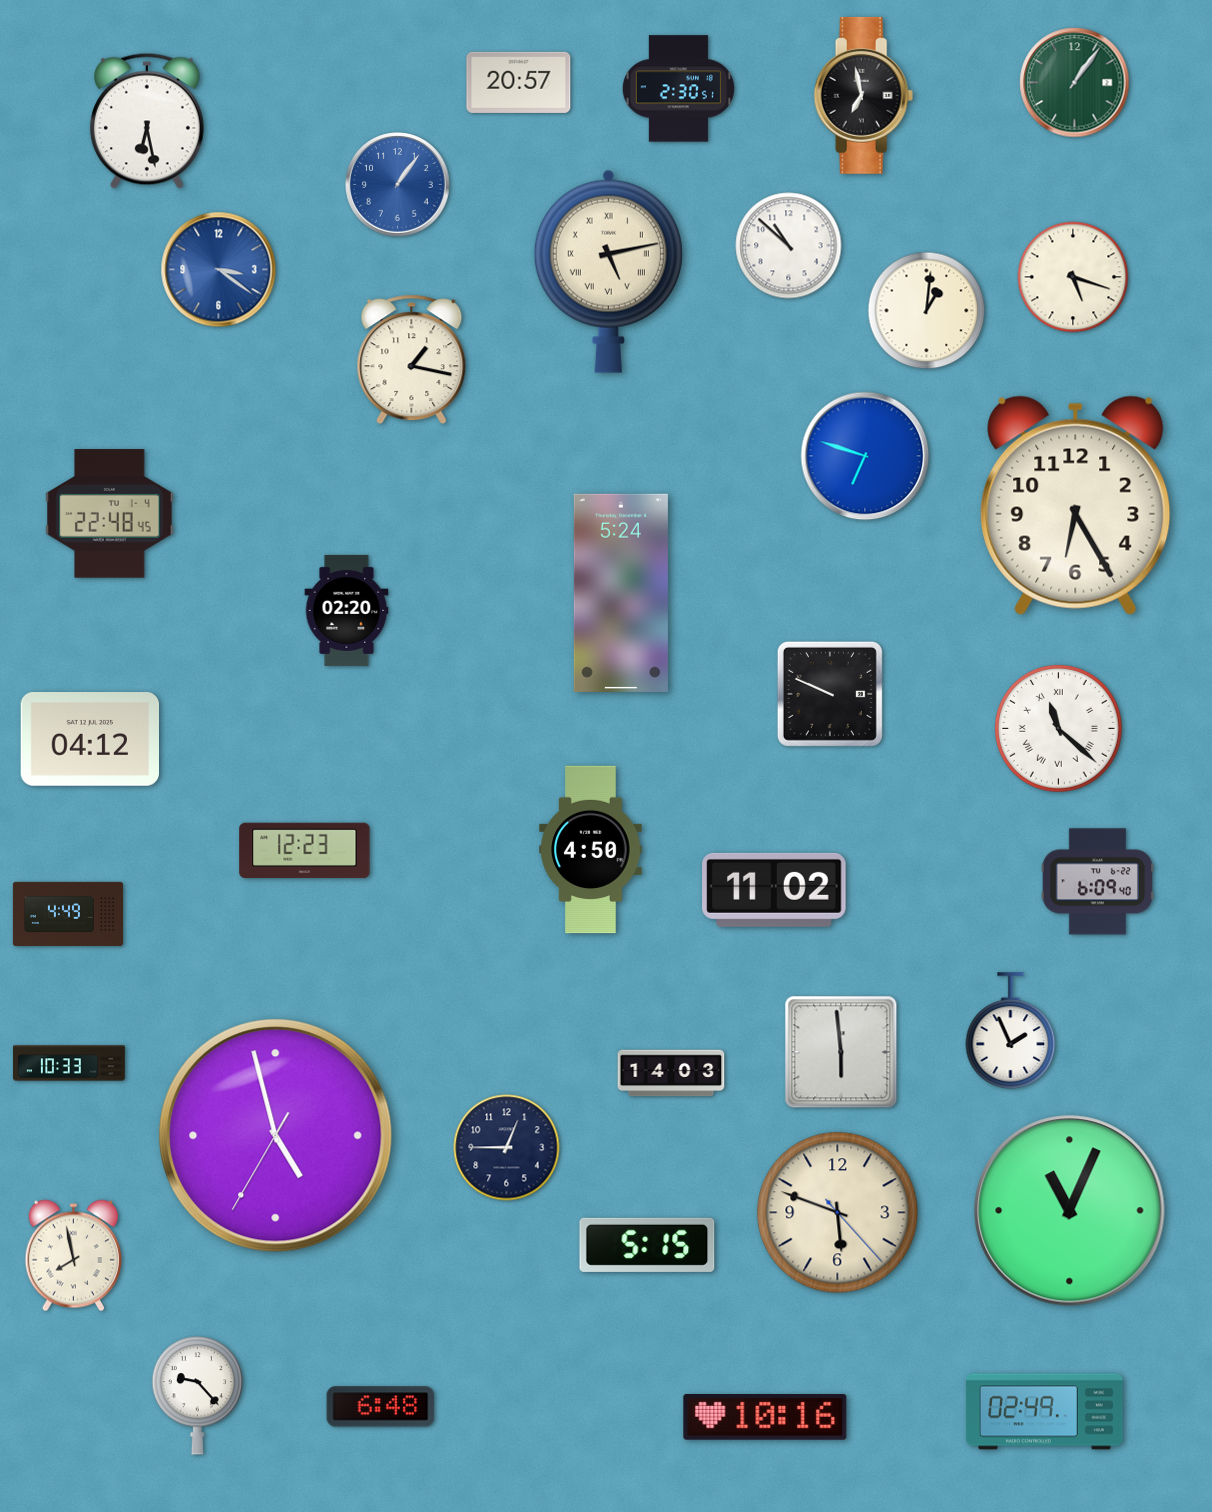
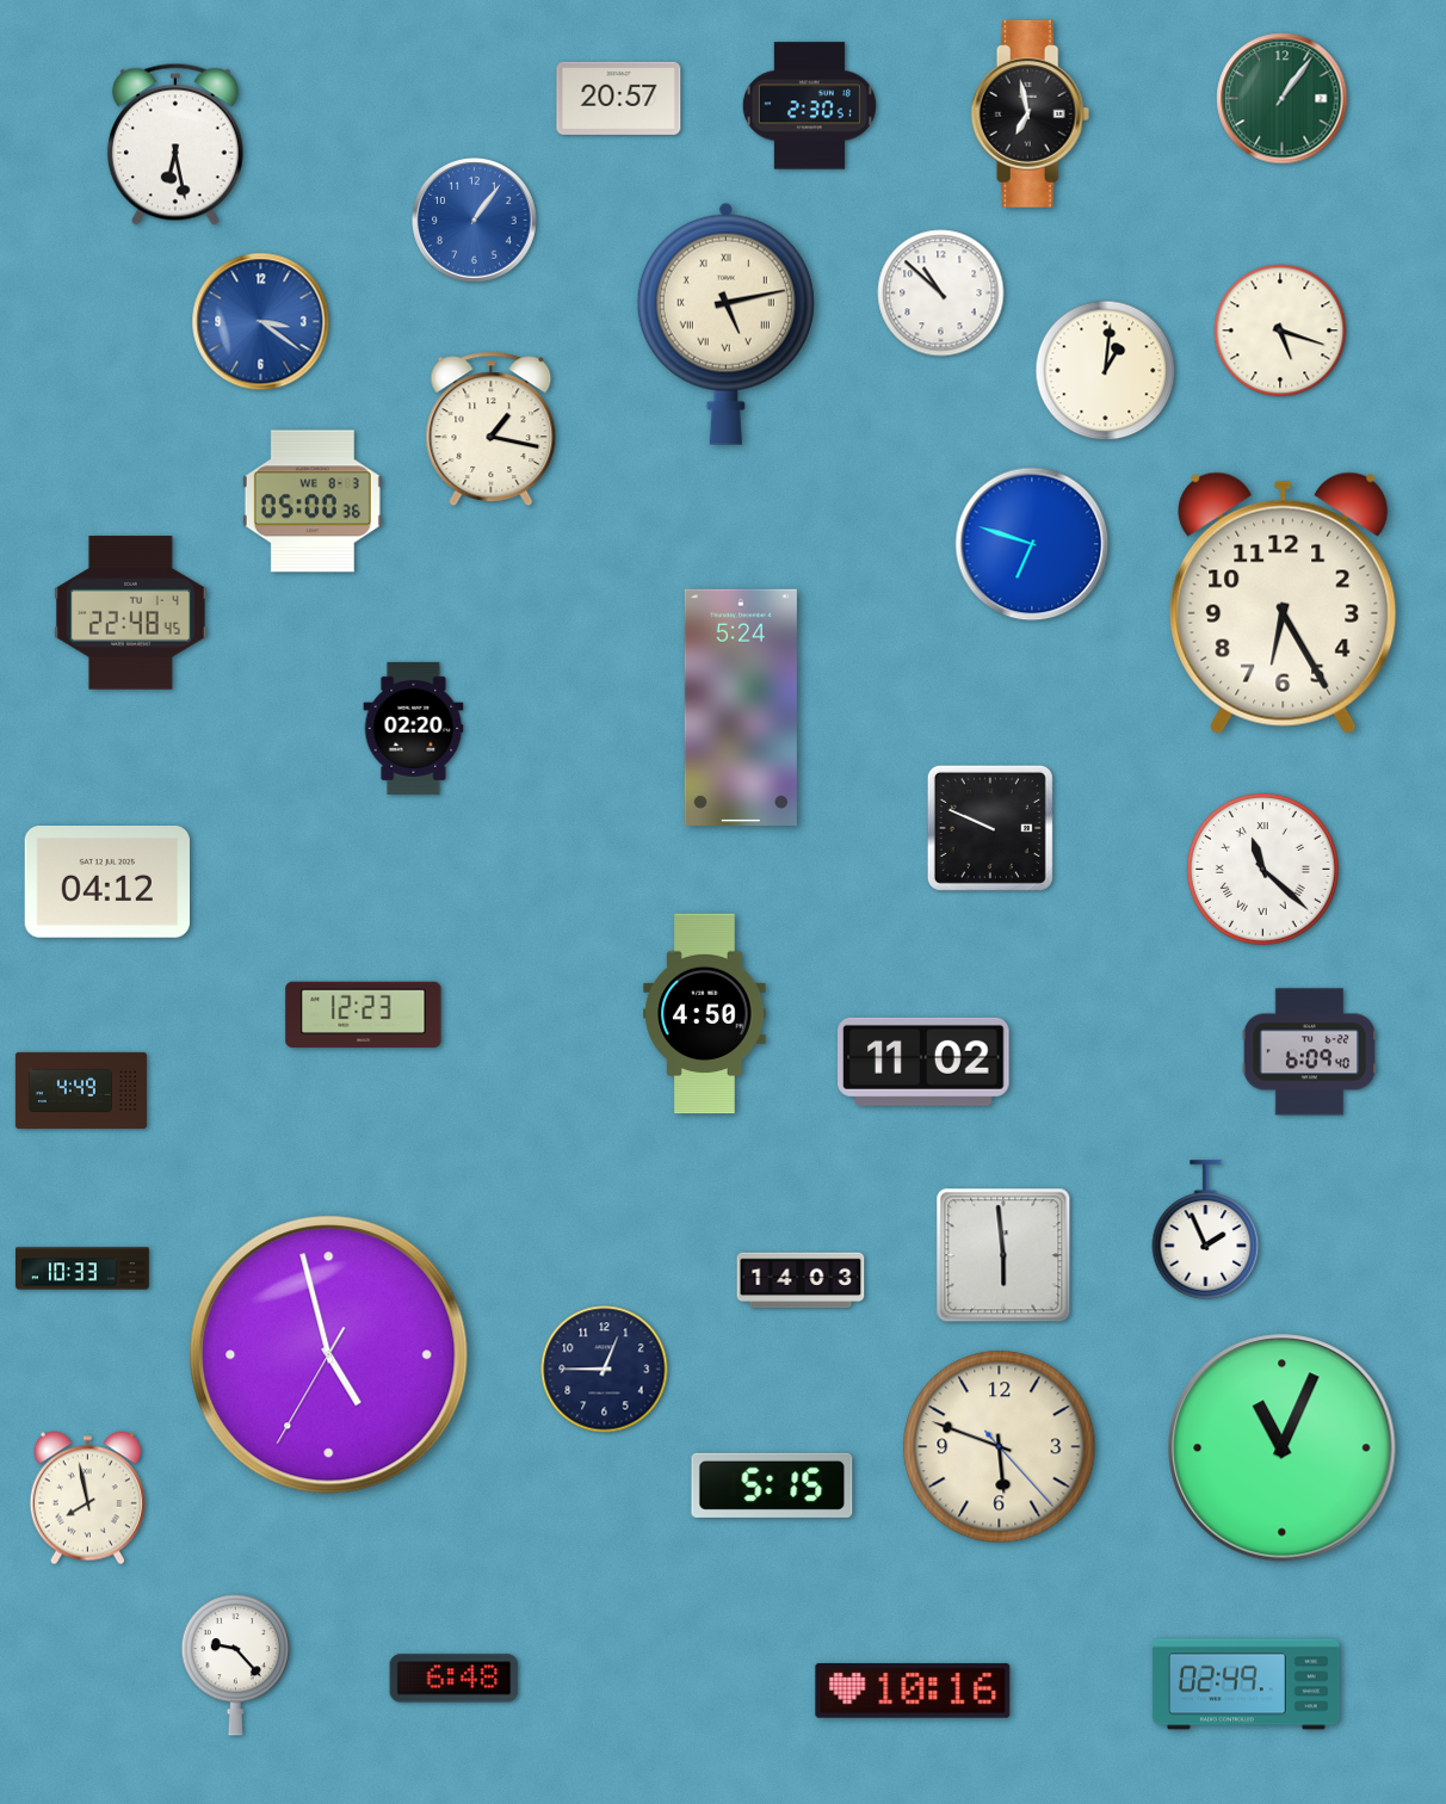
clock at (313, 501): none -> 05:00
clock at (1070, 1211) position: (1070, 1211) -> (1283, 1448)
